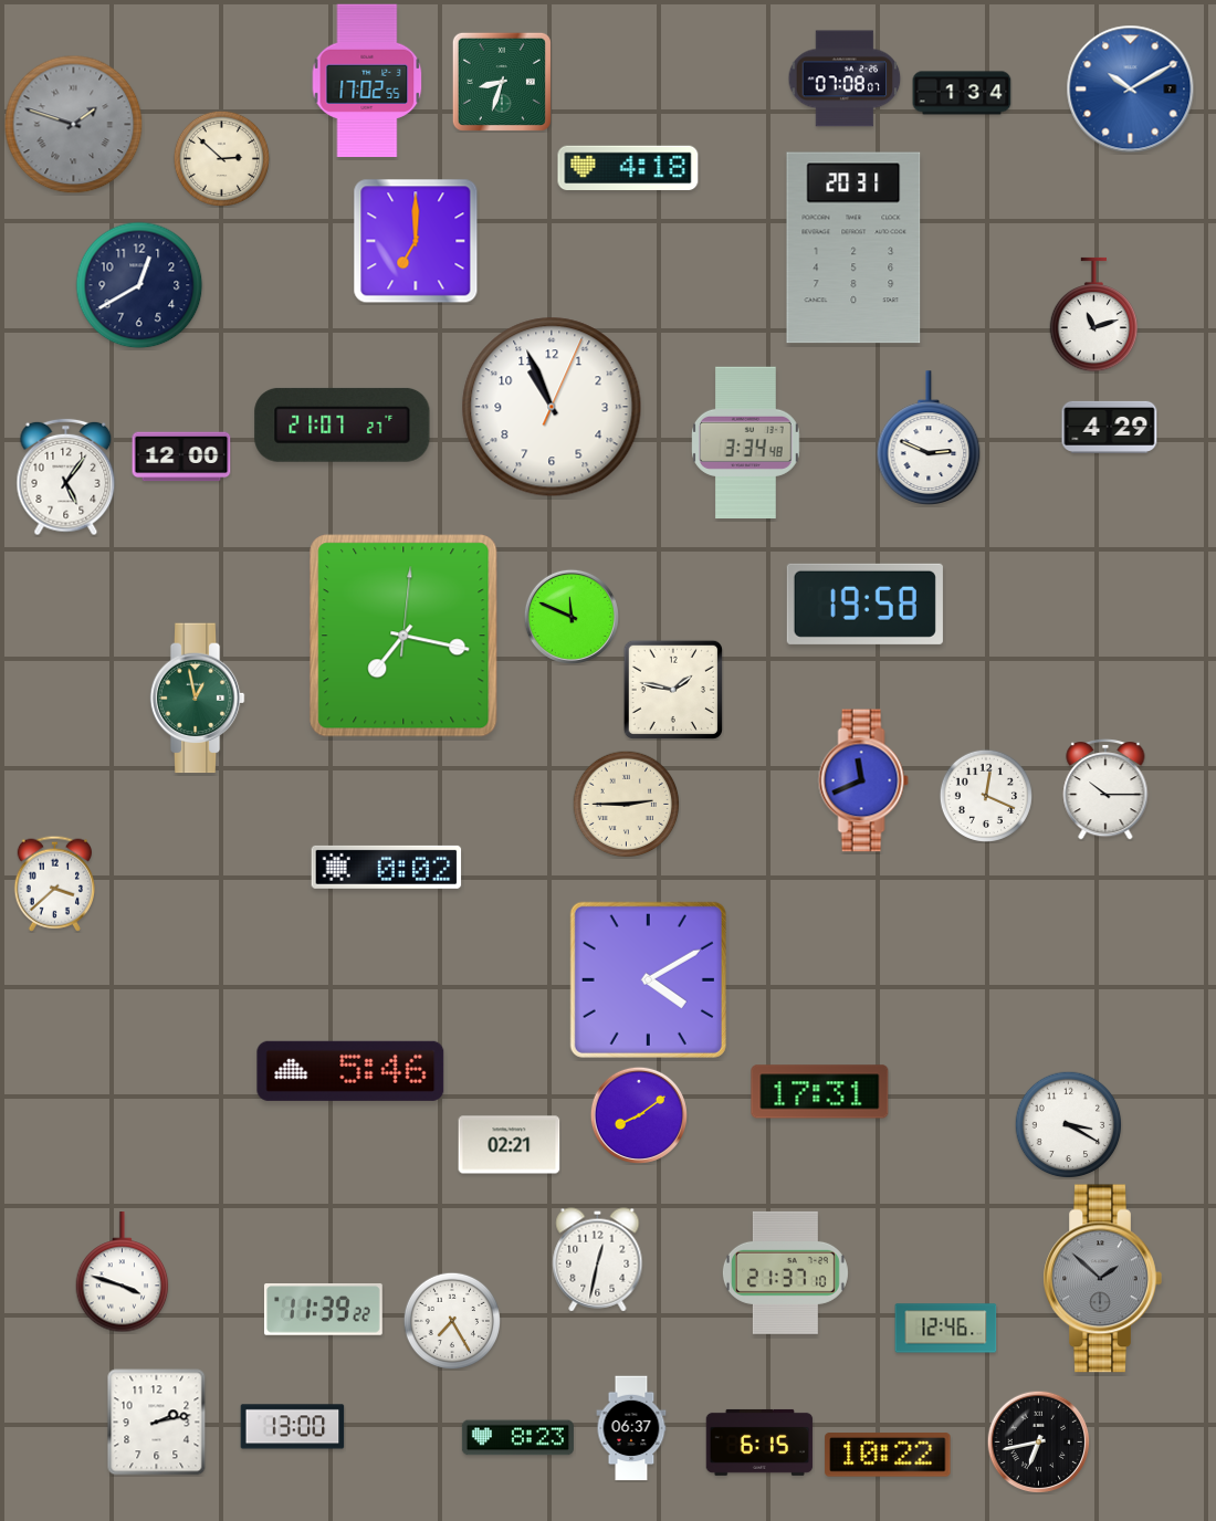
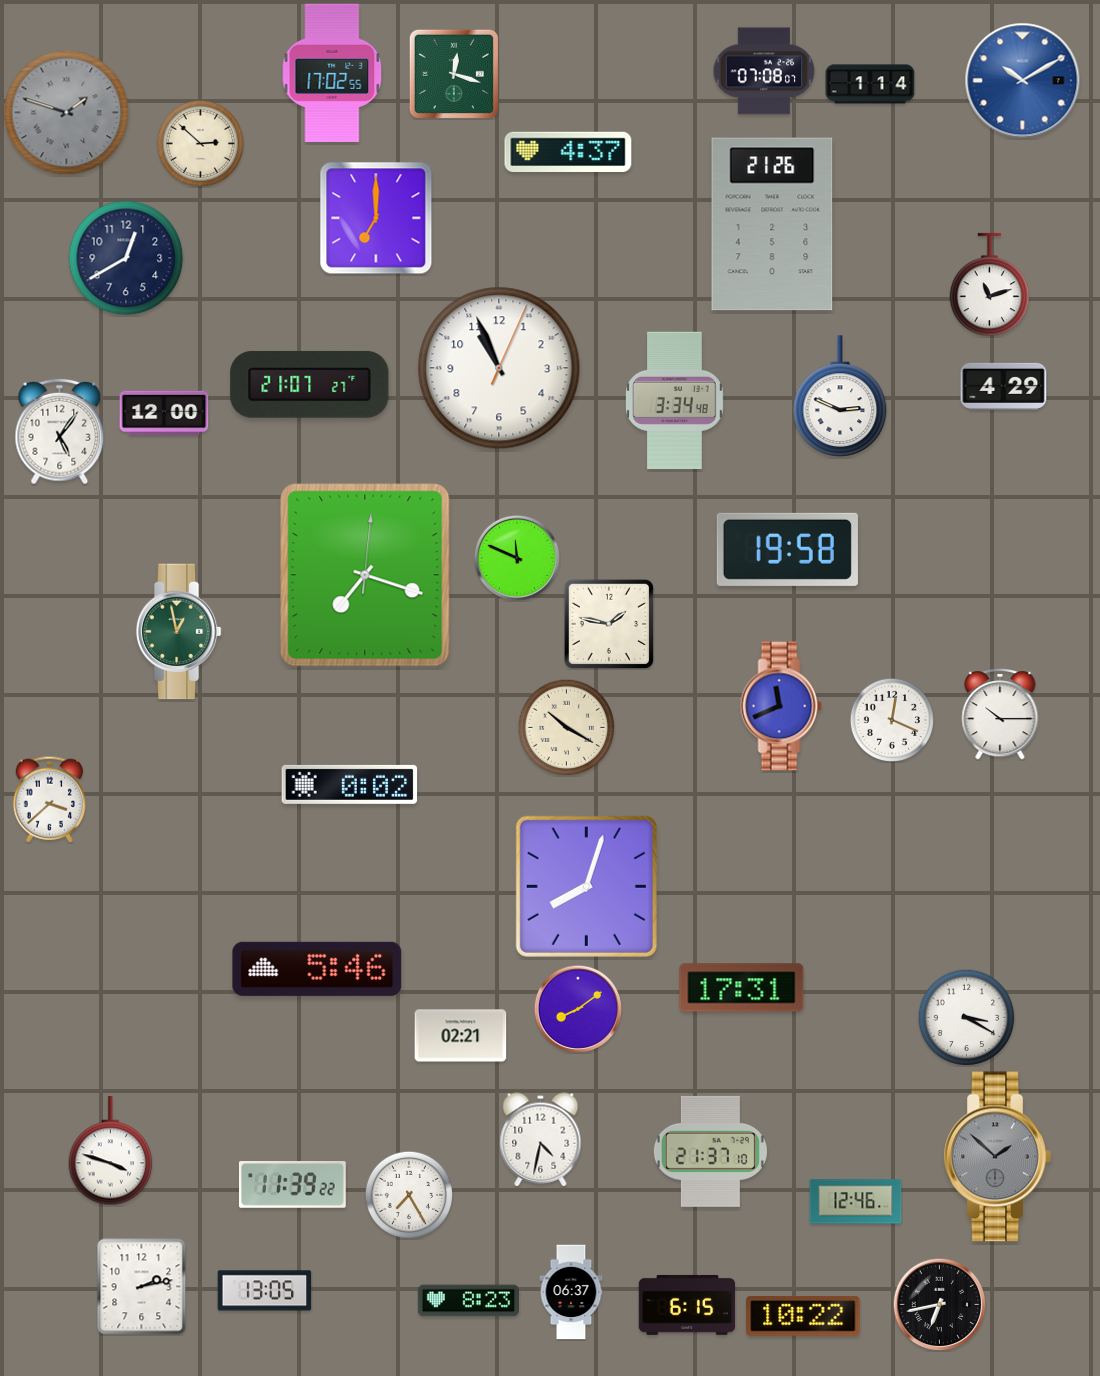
clock at (502, 82): 8:33 -> 12:18
clock at (962, 93): 1:34 -> 1:14
clock at (628, 168): 4:18 -> 4:37
clock at (853, 248): 20:31 -> 21:26
clock at (864, 604) position: (864, 604) -> (787, 549)
clock at (403, 636): 7:17 -> 7:18
clock at (626, 804): 2:45 -> 10:20
clock at (648, 979): 4:10 -> 8:03
clock at (598, 1260): 12:32 -> 4:32
clock at (293, 1427): 13:00 -> 13:05
